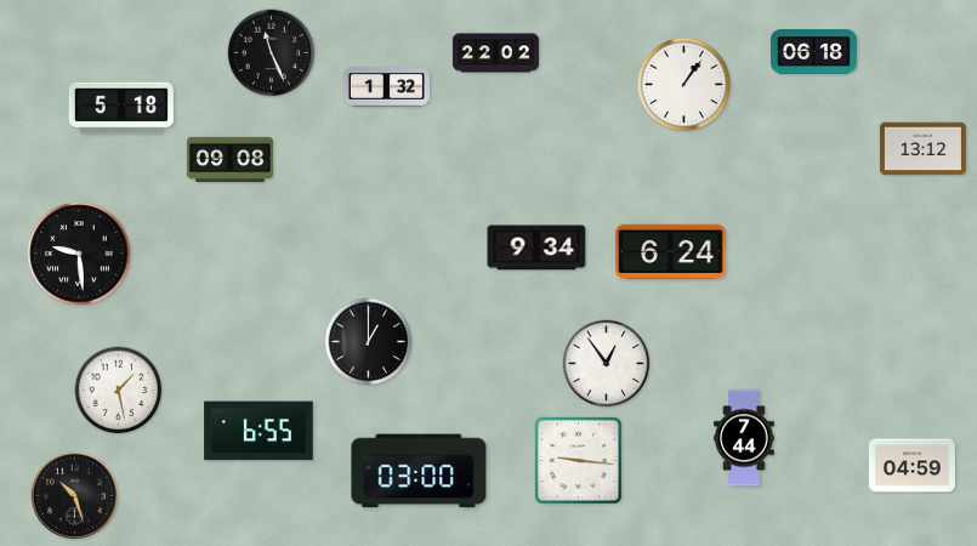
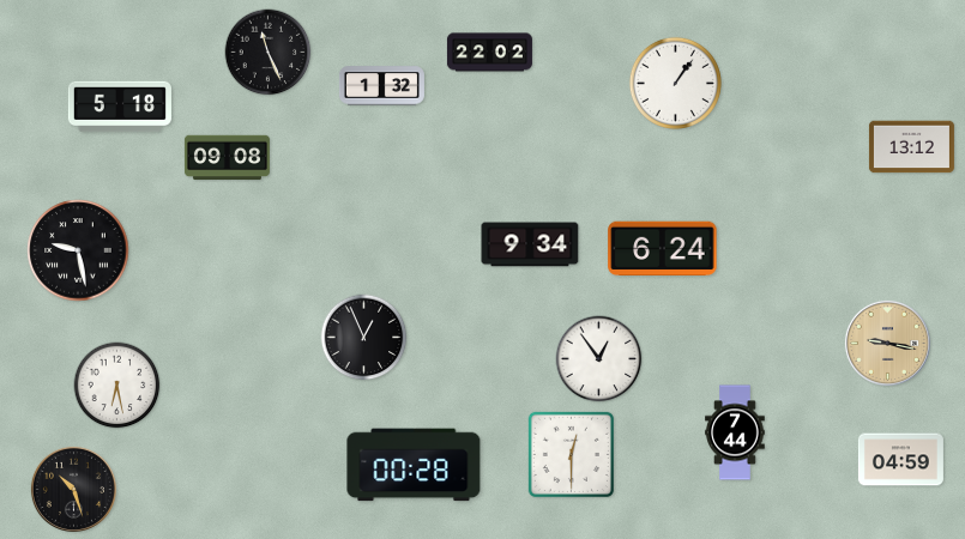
clock at (813, 52): 06:18 -> none
clock at (79, 254): 9:29 -> 9:28
clock at (369, 342): 1:00 -> 12:56
clock at (887, 343): none -> 9:17
clock at (119, 391): 1:28 -> 6:28
clock at (259, 431): 6:55 -> none
clock at (578, 460): 9:16 -> 12:30
clock at (419, 471): 03:00 -> 00:28
